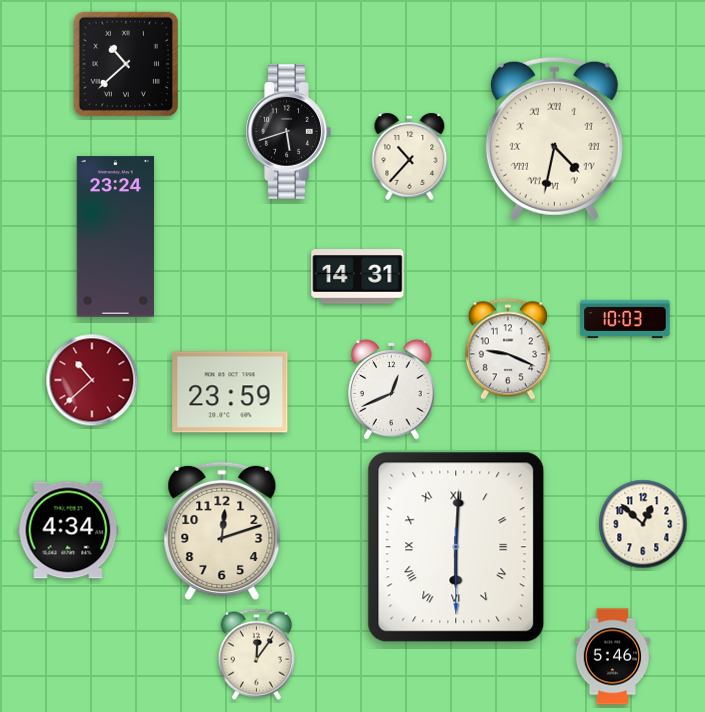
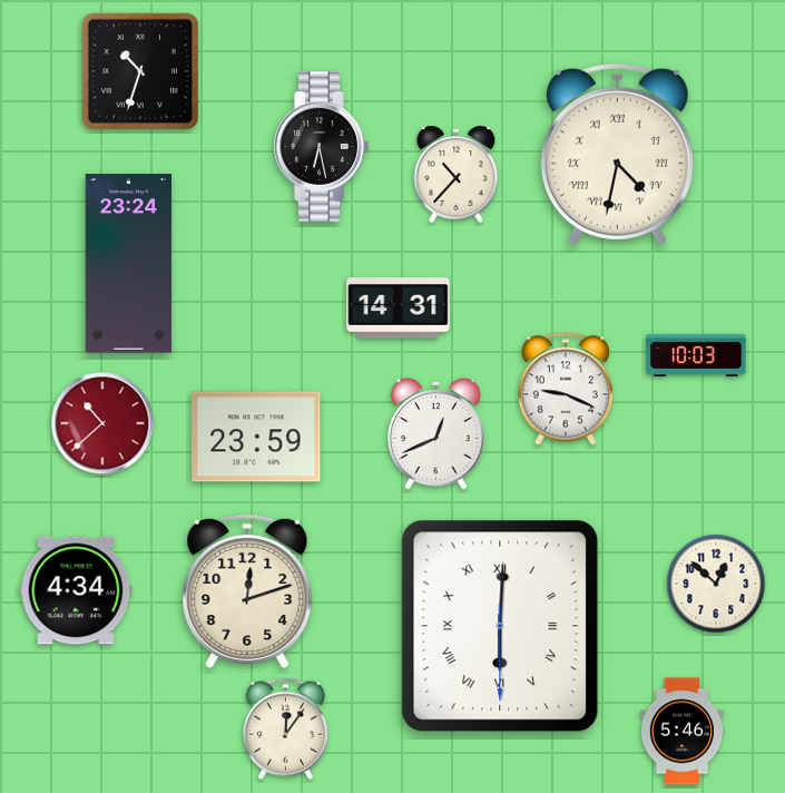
clock at (125, 63): 10:38 -> 10:33
clock at (288, 132): 5:42 -> 6:28
clock at (456, 547) position: (456, 547) -> (500, 626)
